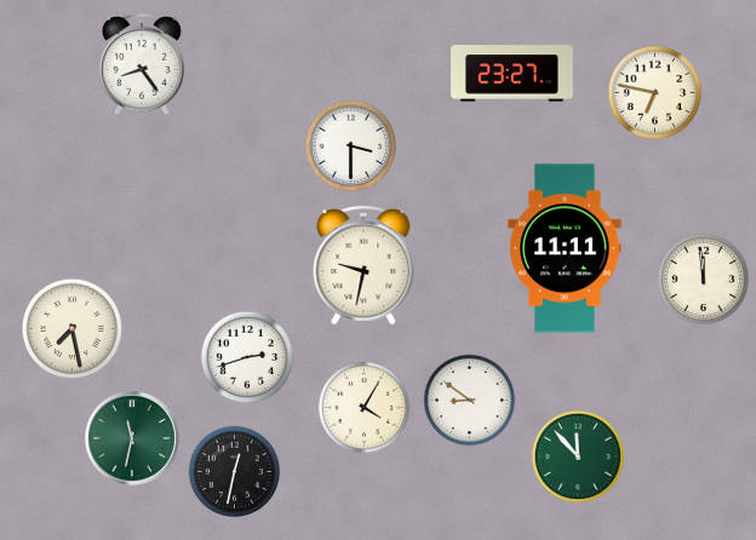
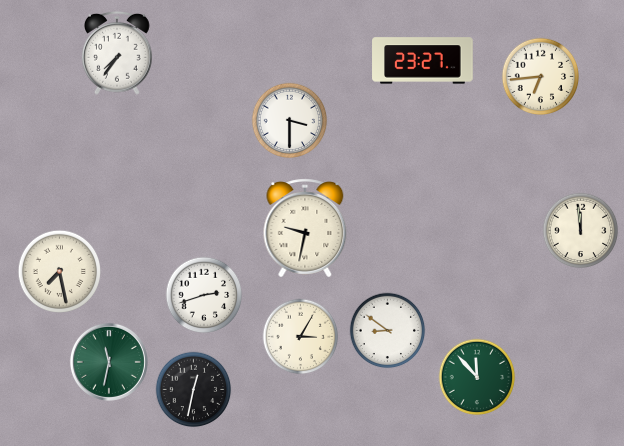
clock at (142, 64): 8:24 -> 7:36
clock at (655, 93): 6:47 -> 6:44
clock at (565, 248): 11:11 -> none
clock at (363, 265) position: (363, 265) -> (305, 228)
clock at (365, 408): 4:05 -> 3:05
